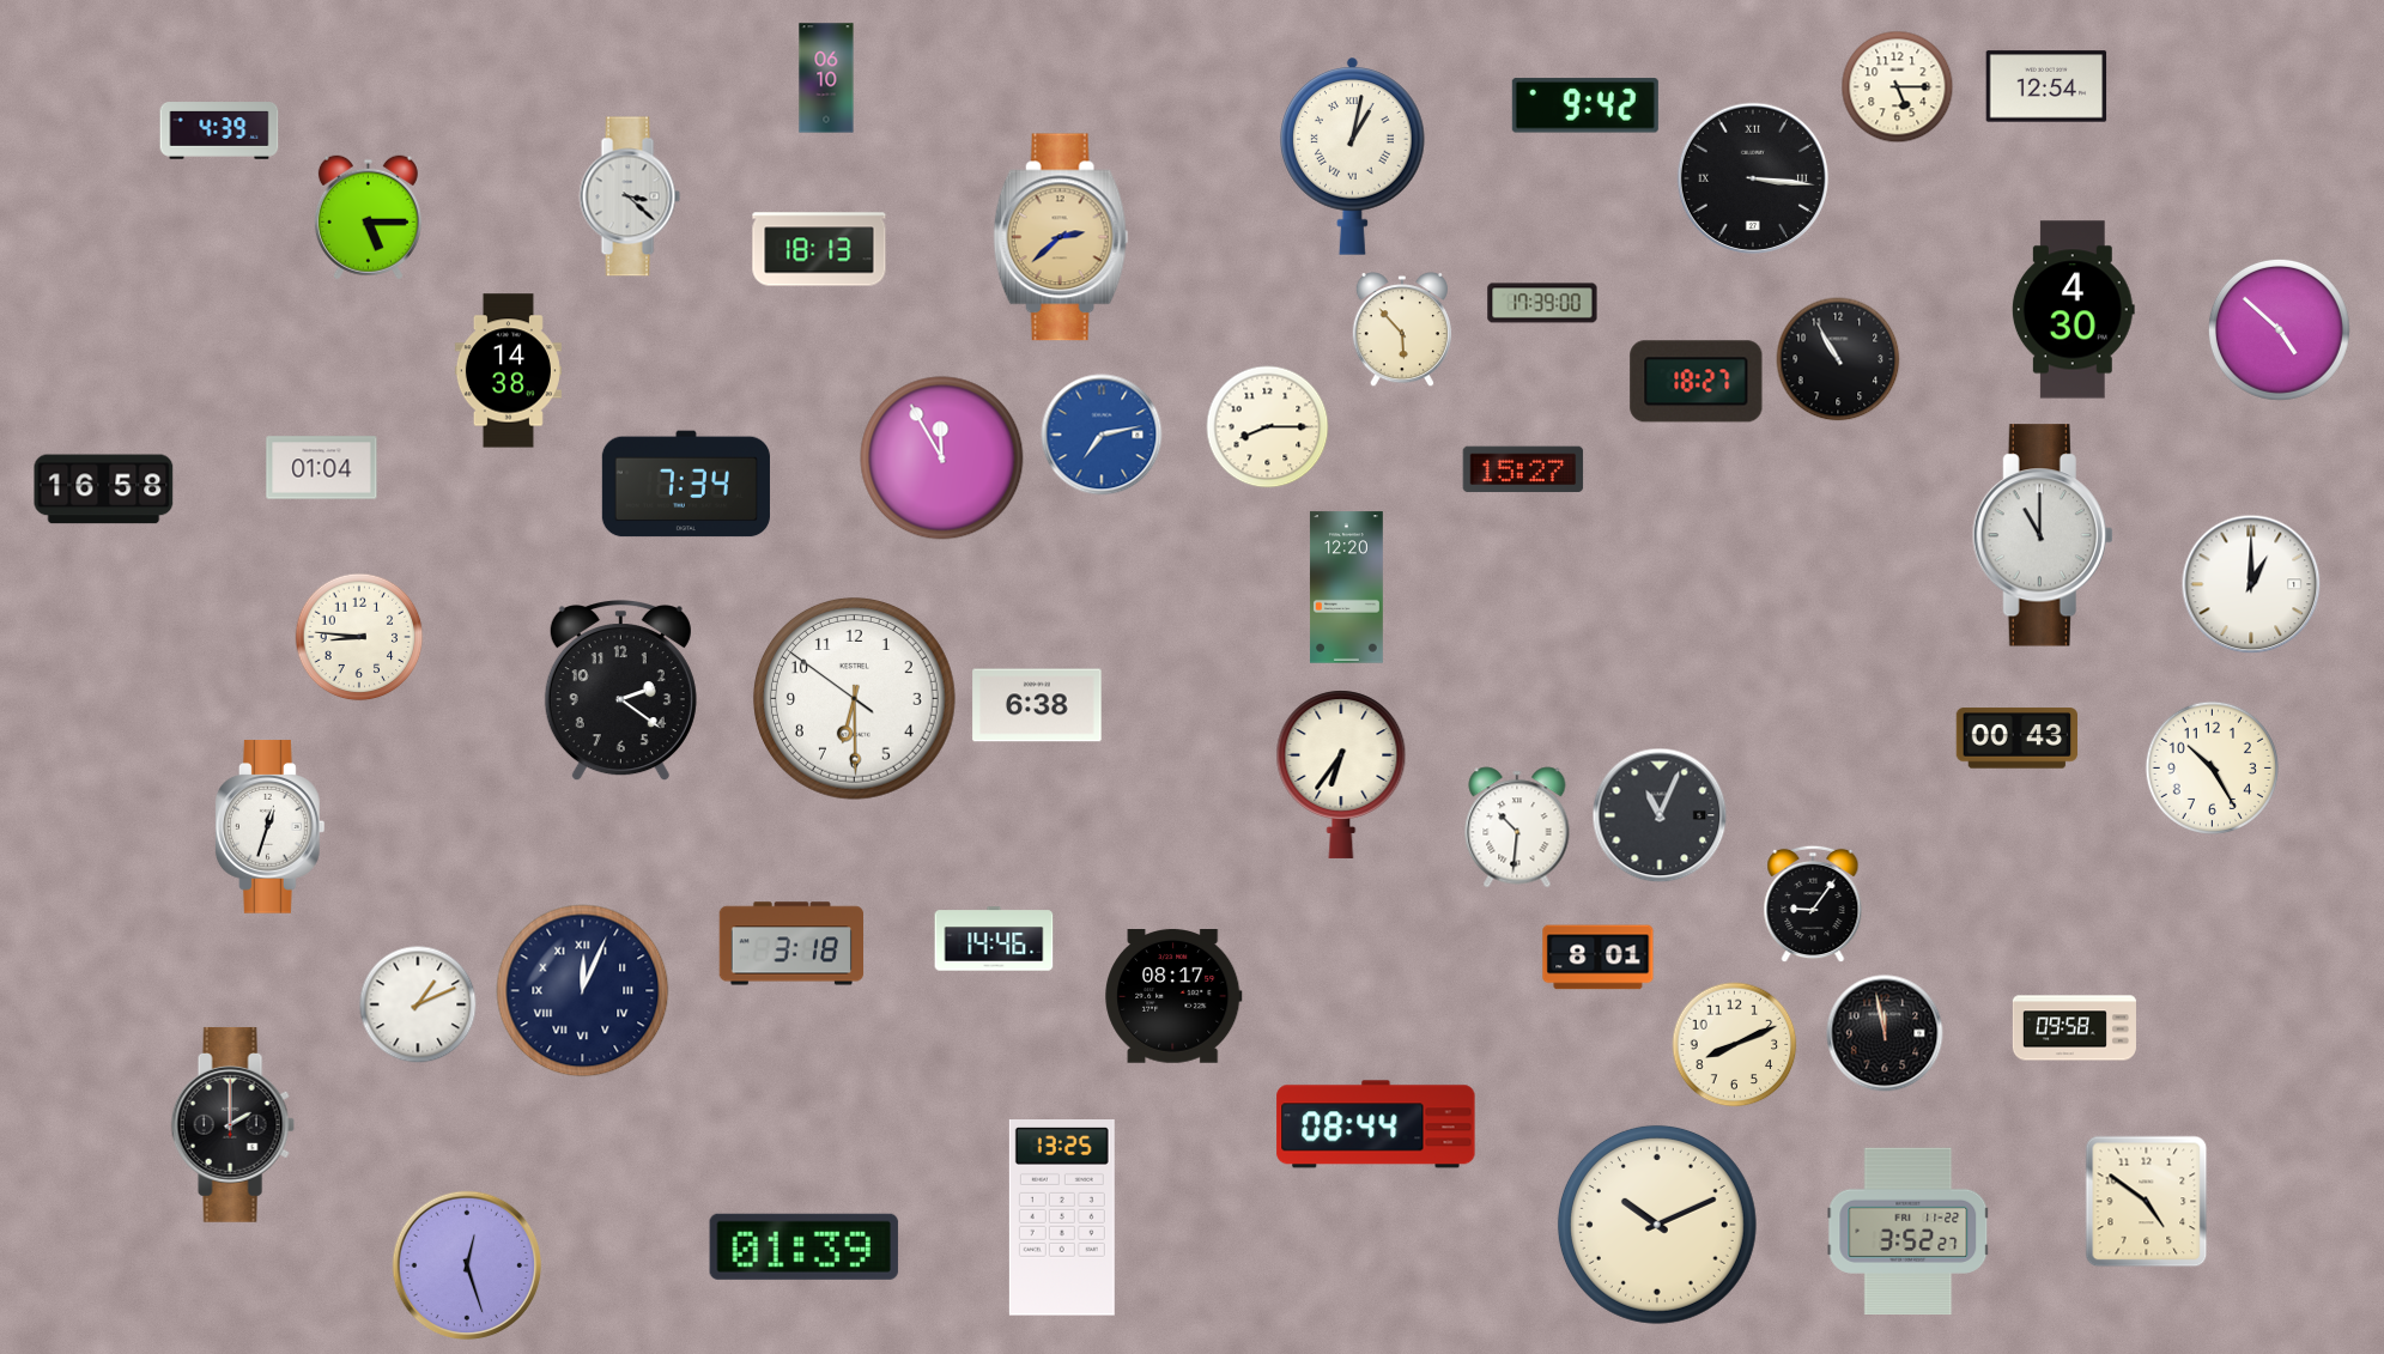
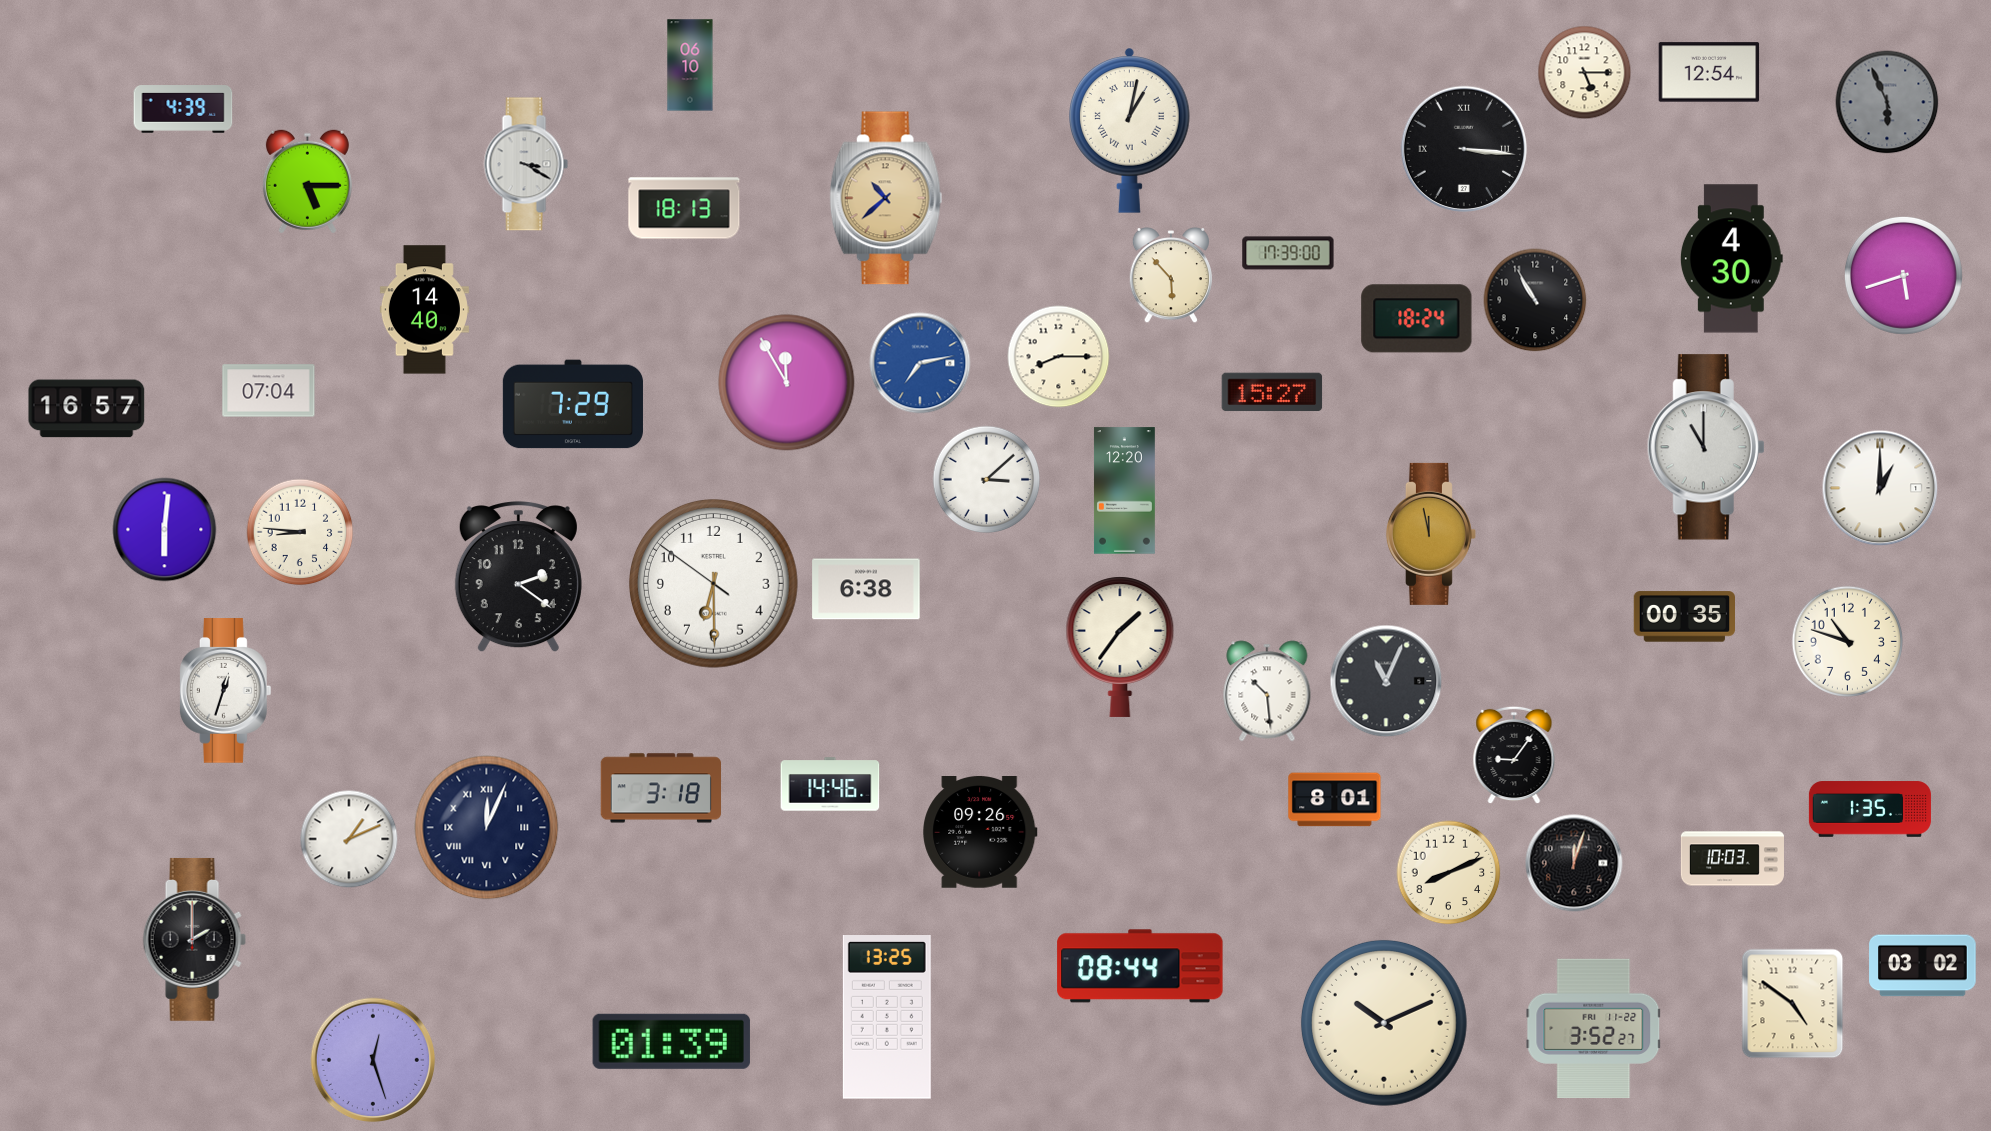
clock at (1585, 105): 9:42 -> none
clock at (1887, 102): none -> 5:56
clock at (630, 196): 3:22 -> 3:20
clock at (1061, 237): 2:38 -> 10:38
clock at (2279, 329): 4:52 -> 5:42
clock at (508, 371): 14:38 -> 14:40
clock at (1697, 382): 18:27 -> 18:24
clock at (322, 468): 01:04 -> 07:04
clock at (686, 484): 7:34 -> 7:29
clock at (104, 490): 16:58 -> 16:57
clock at (987, 480): none -> 3:08
clock at (165, 530): none -> 6:01
clock at (1431, 534): none -> 11:58
clock at (2016, 739): 00:43 -> 00:35
clock at (2212, 767): 10:25 -> 10:48
clock at (1341, 775): 6:36 -> 1:36
clock at (1517, 827): 10:31 -> 10:29
clock at (1870, 809): none -> 1:35
clock at (1173, 997): 08:17 -> 09:26
clock at (2074, 1028): 09:58 -> 10:03
clock at (1885, 1033): 11:58 -> 12:03
clock at (1376, 1124) position: (1376, 1124) -> (1140, 966)
clock at (1923, 966): none -> 03:02
clock at (467, 1265) position: (467, 1265) -> (373, 1060)
